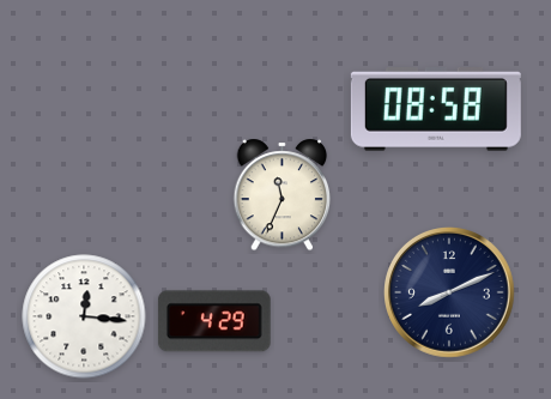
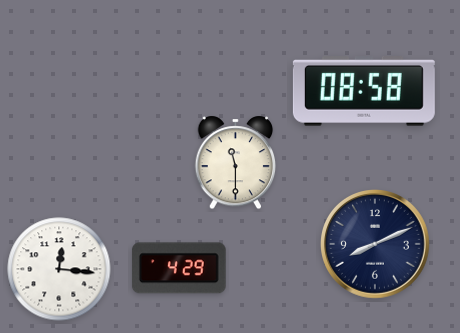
clock at (283, 195): 11:34 -> 11:30
clock at (84, 316) position: (84, 316) -> (59, 269)
